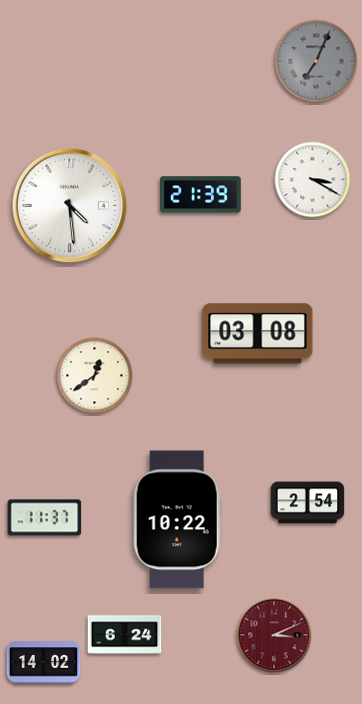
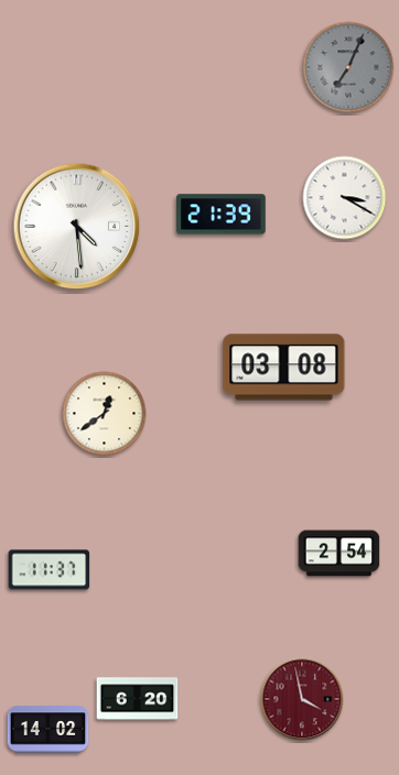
clock at (177, 520): 10:22 -> none
clock at (125, 635): 6:24 -> 6:20
clock at (274, 635): 3:11 -> 3:58
